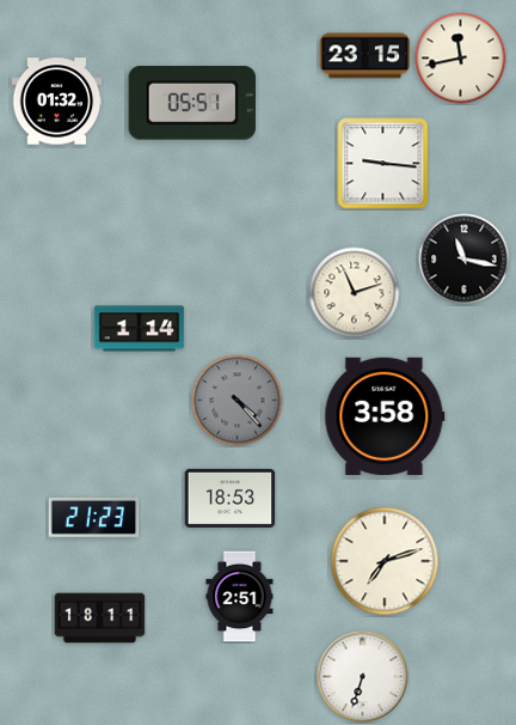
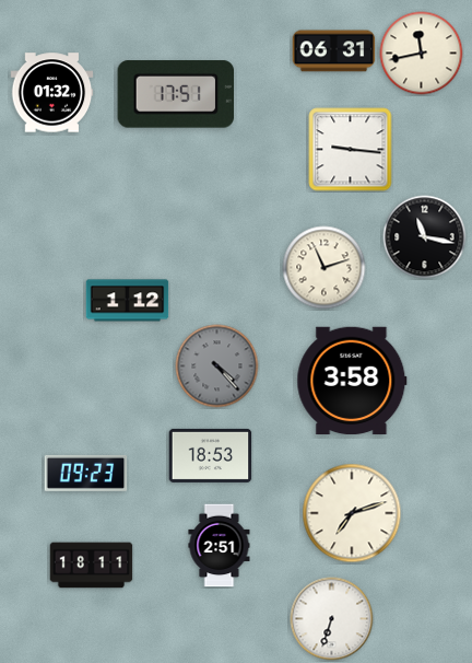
clock at (365, 56): 23:15 -> 06:31
clock at (192, 103): 05:51 -> 17:51
clock at (140, 329): 1:14 -> 1:12
clock at (94, 517): 21:23 -> 09:23
